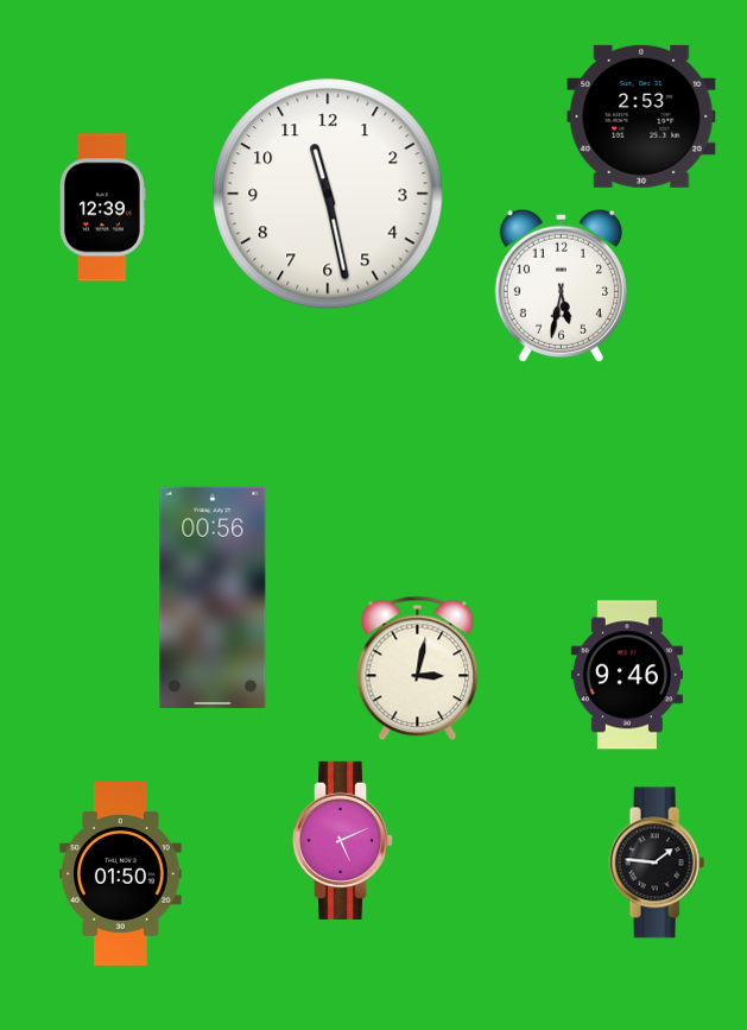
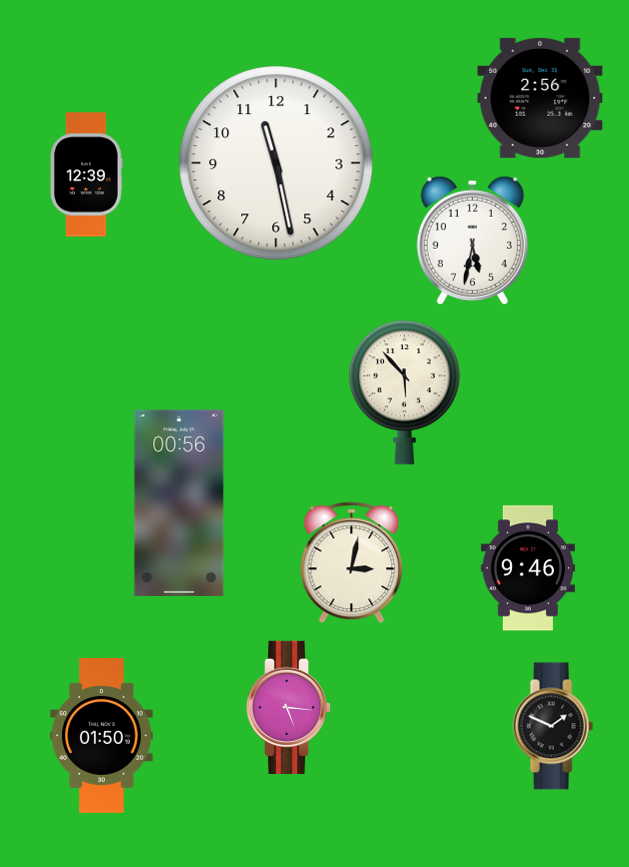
clock at (641, 116): 2:53 -> 2:56
clock at (404, 392): none -> 5:53
clock at (344, 840): 5:11 -> 5:16
clock at (657, 862): 1:46 -> 1:49
